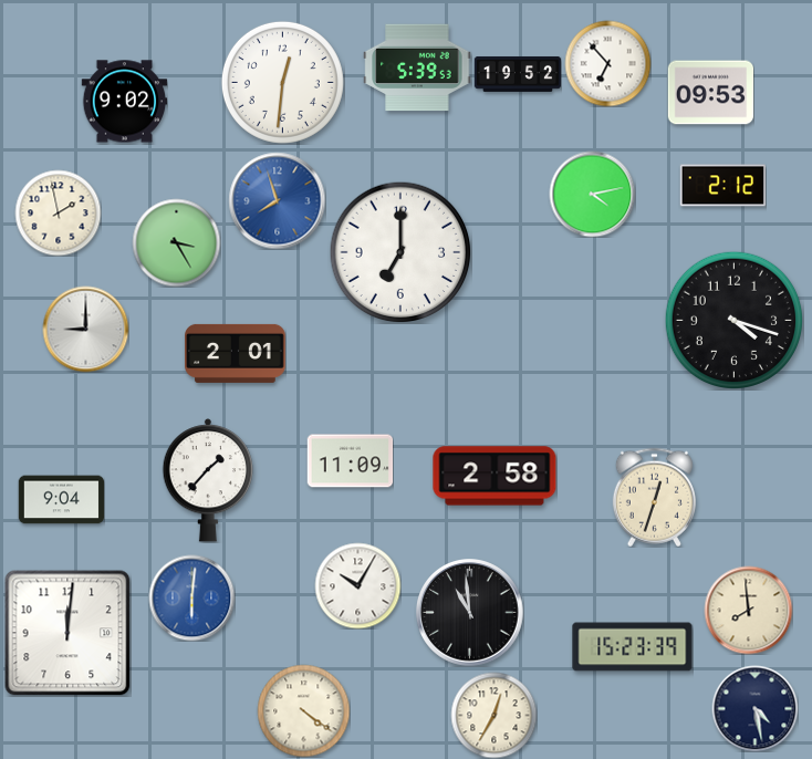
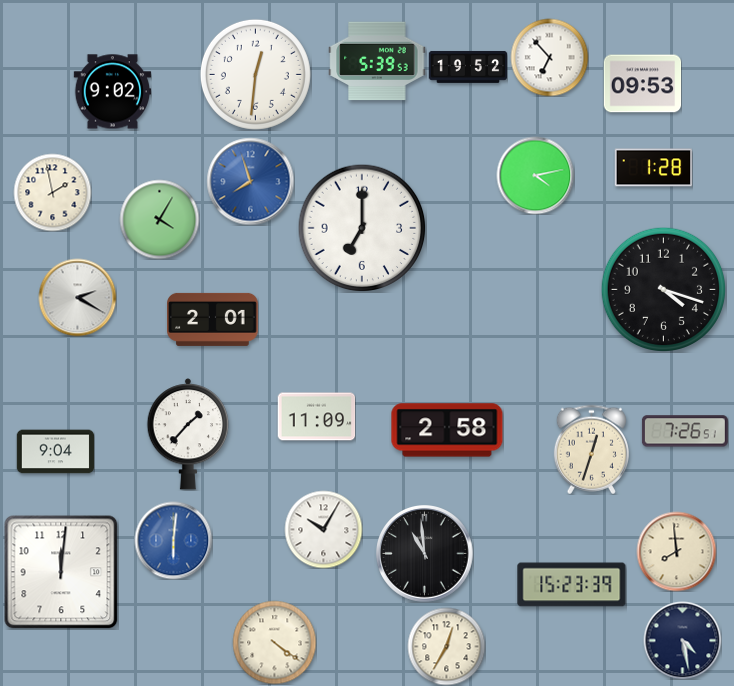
clock at (722, 186): 2:12 -> 1:28
clock at (176, 242): 3:25 -> 4:05
clock at (85, 329): 9:00 -> 2:20
clock at (685, 431): none -> 7:26
